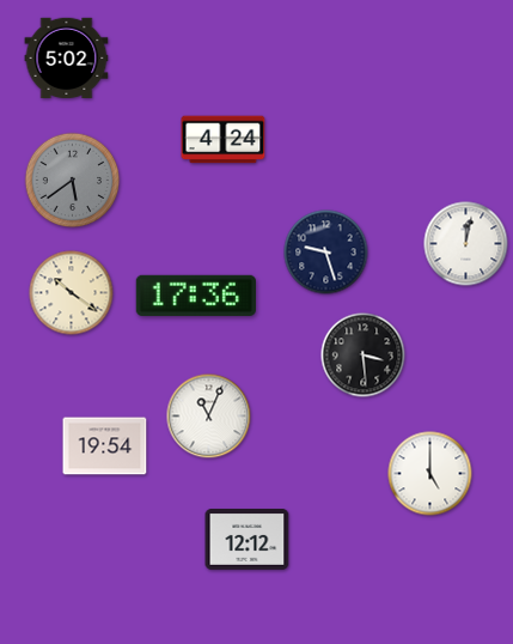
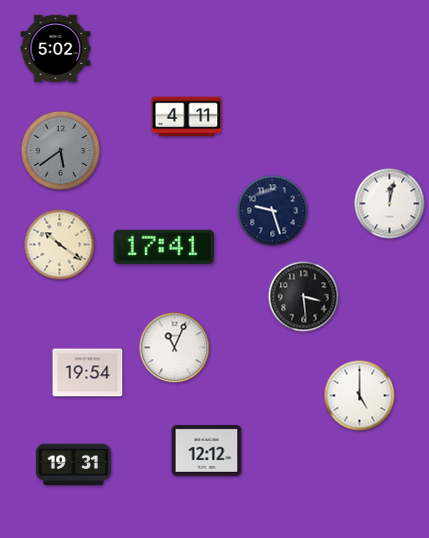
clock at (224, 140): 4:24 -> 4:11
clock at (196, 296): 17:36 -> 17:41
clock at (73, 465): none -> 19:31
